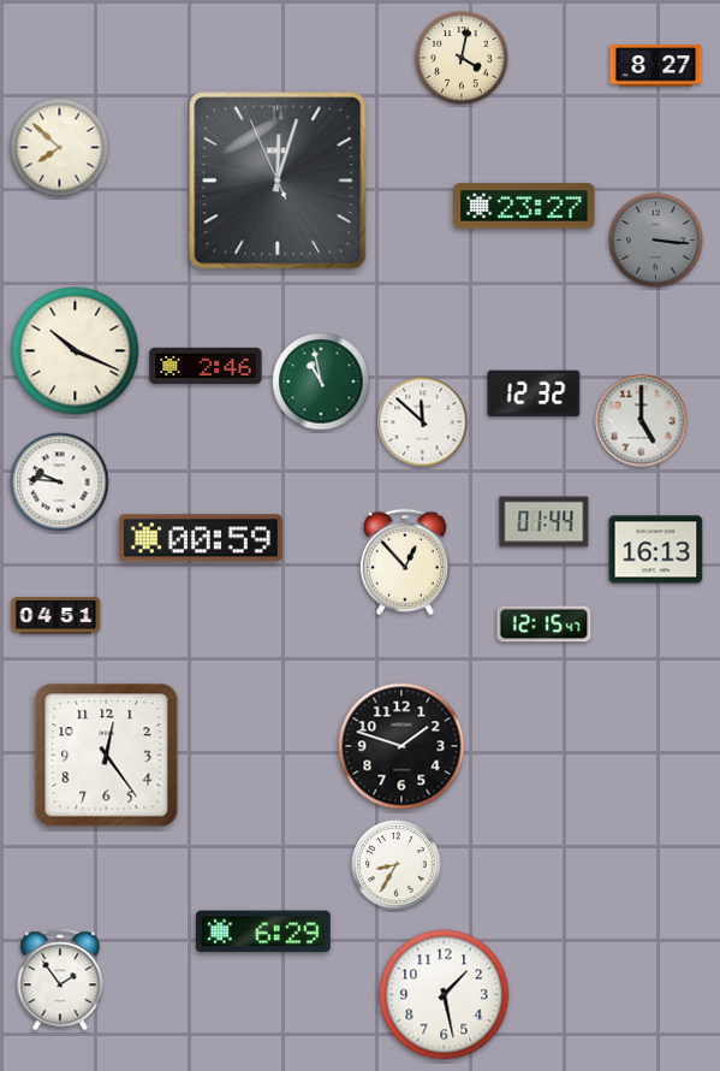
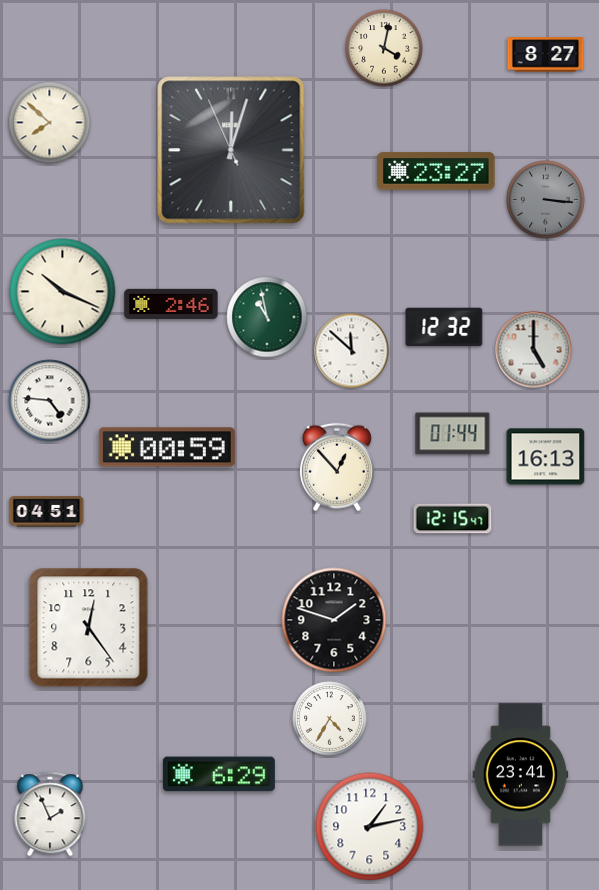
clock at (60, 483): 9:46 -> 4:46
clock at (397, 865): 8:35 -> 4:35
clock at (521, 775): none -> 23:41
clock at (60, 980): 1:54 -> 1:56
clock at (445, 995): 1:28 -> 1:13
